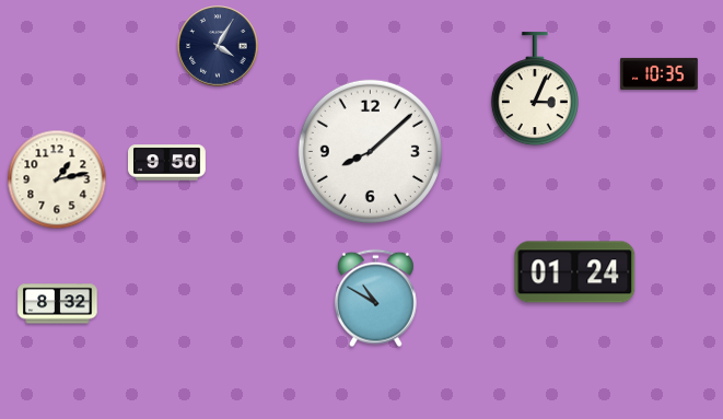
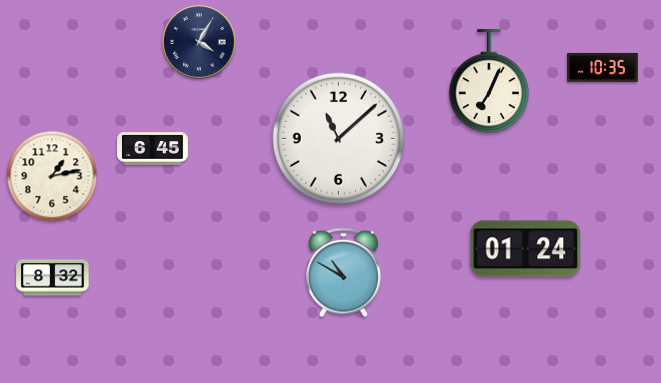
clock at (535, 90): 3:04 -> 7:04
clock at (370, 151): 8:08 -> 11:08
clock at (167, 163): 9:50 -> 6:45
clock at (57, 179) position: (57, 179) -> (52, 176)
